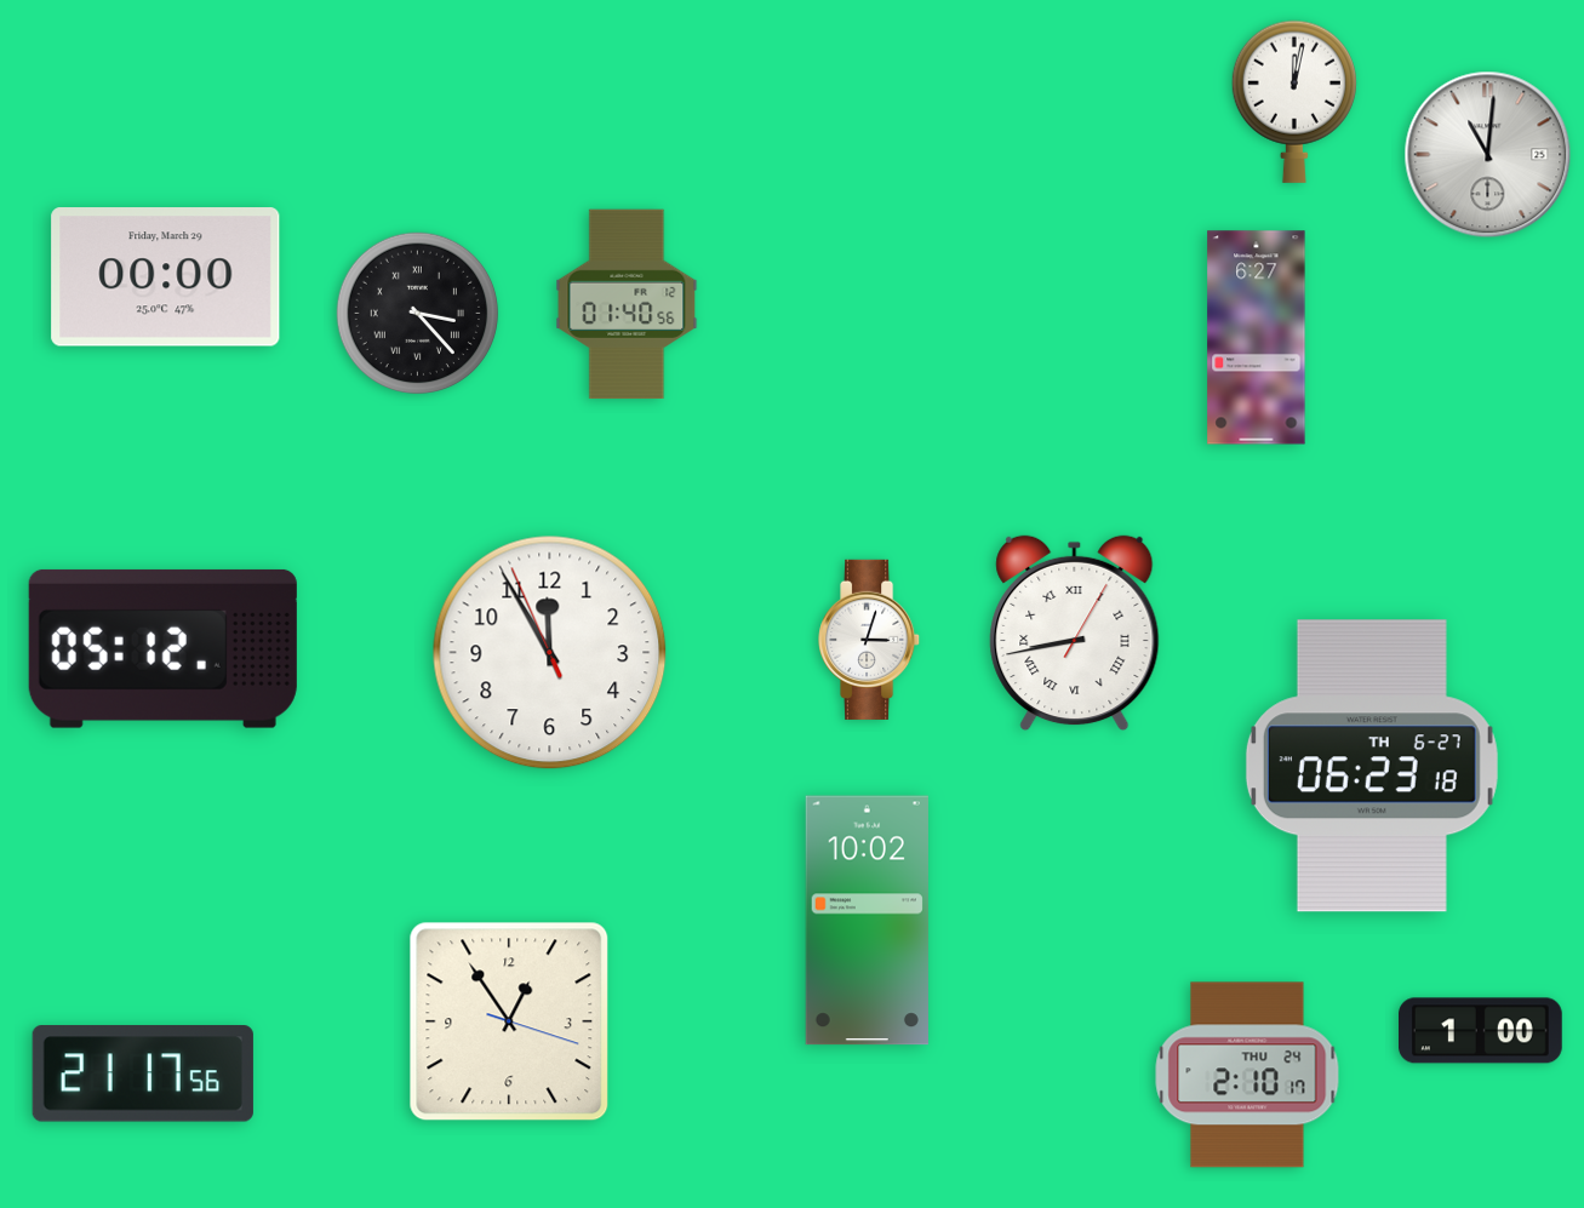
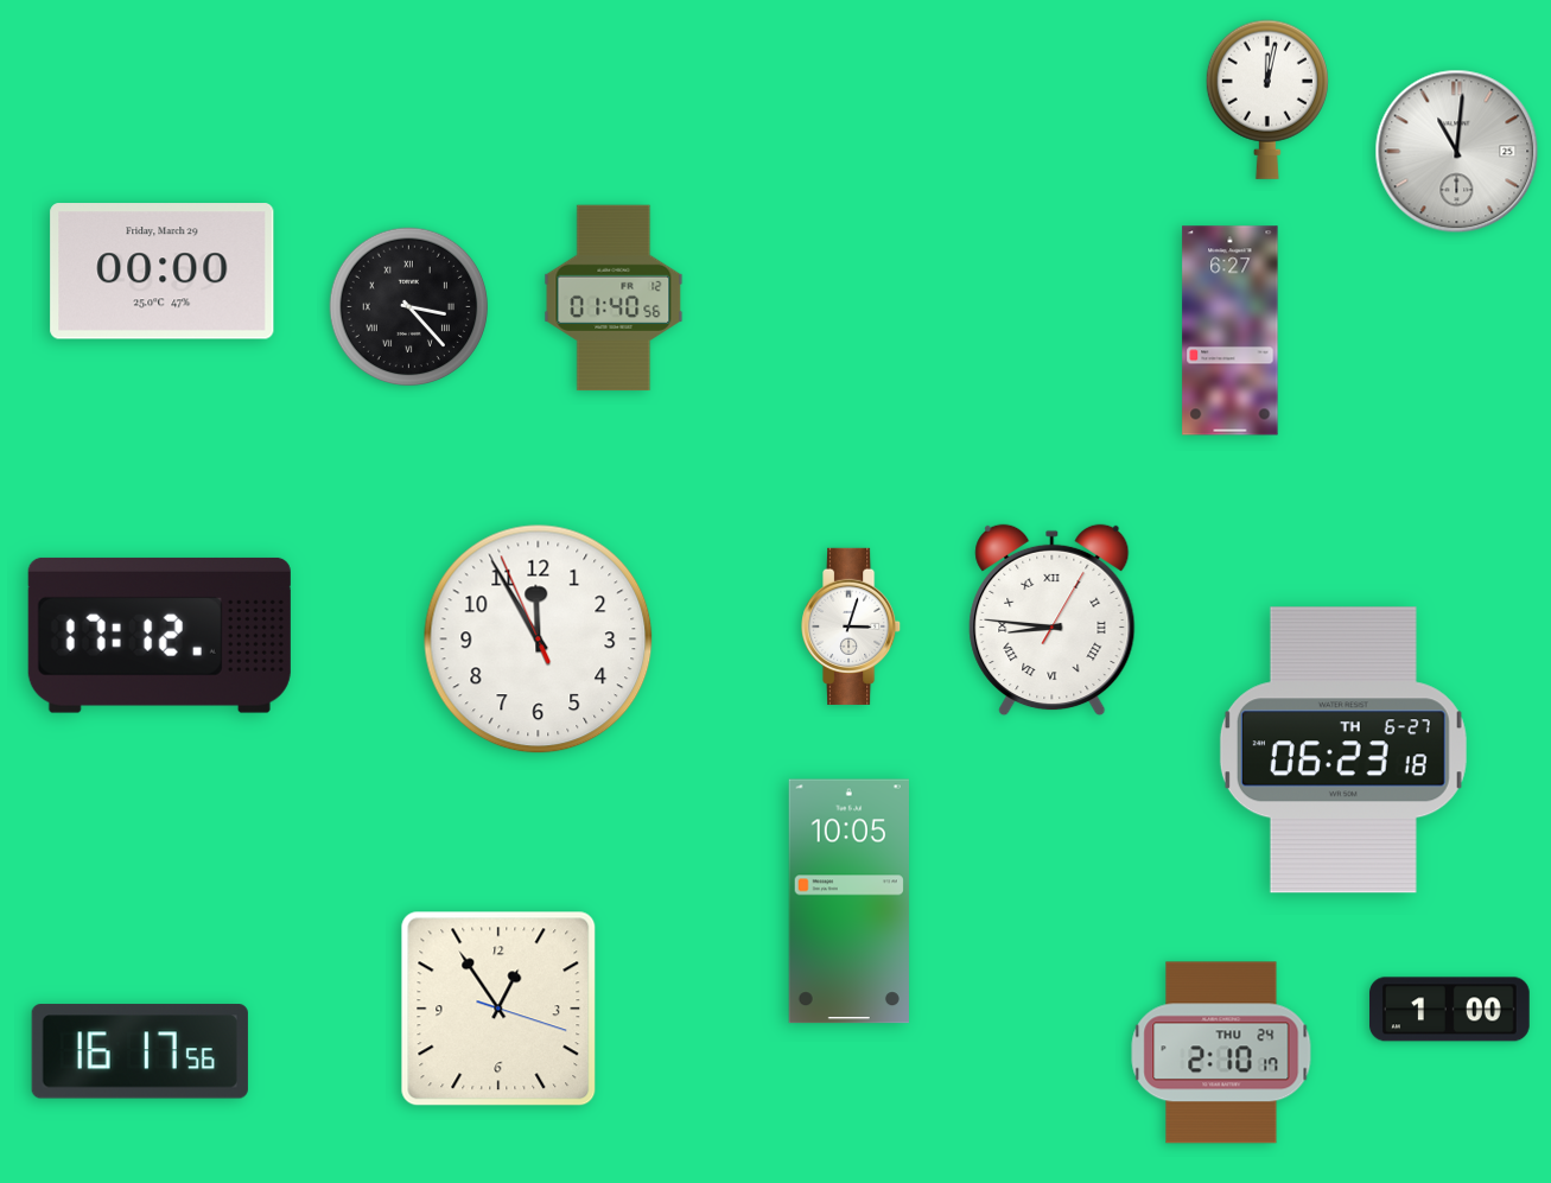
clock at (1075, 634): 8:43 -> 8:46
clock at (162, 648): 05:12 -> 17:12
clock at (867, 921): 10:02 -> 10:05
clock at (509, 1021) position: (509, 1021) -> (498, 1009)
clock at (143, 1074): 21:17 -> 16:17
